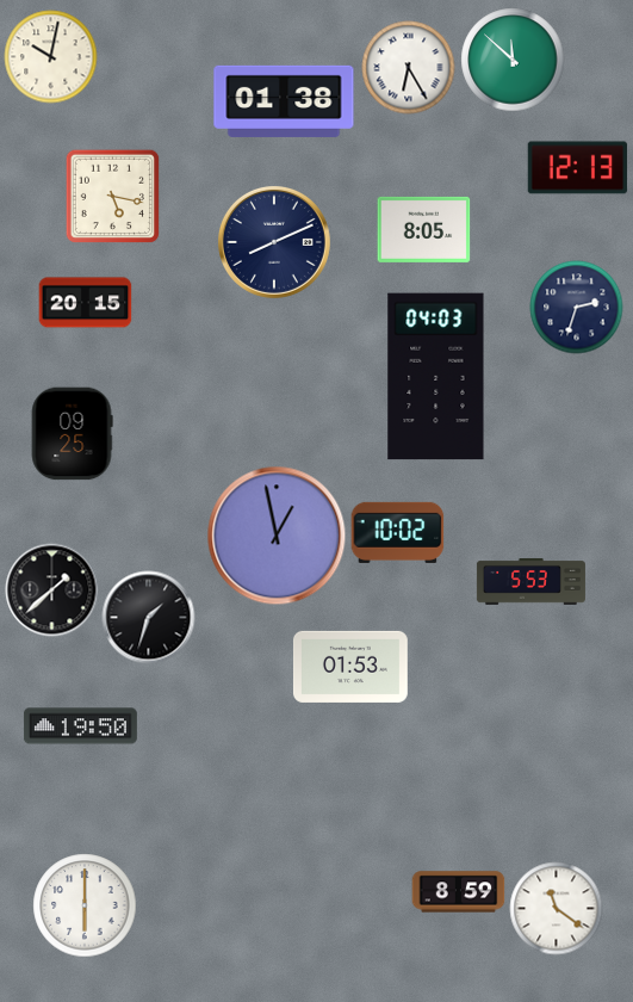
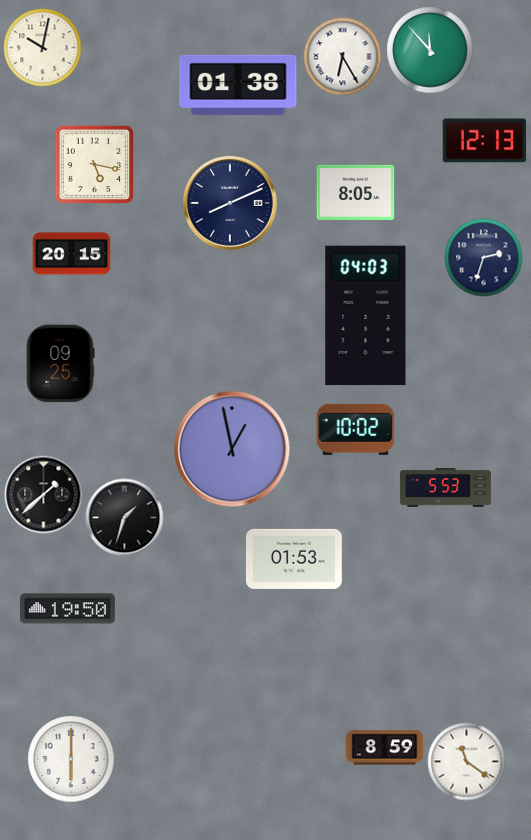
clock at (513, 60): 11:52 -> 11:53
clock at (397, 532) position: (397, 532) -> (355, 429)
